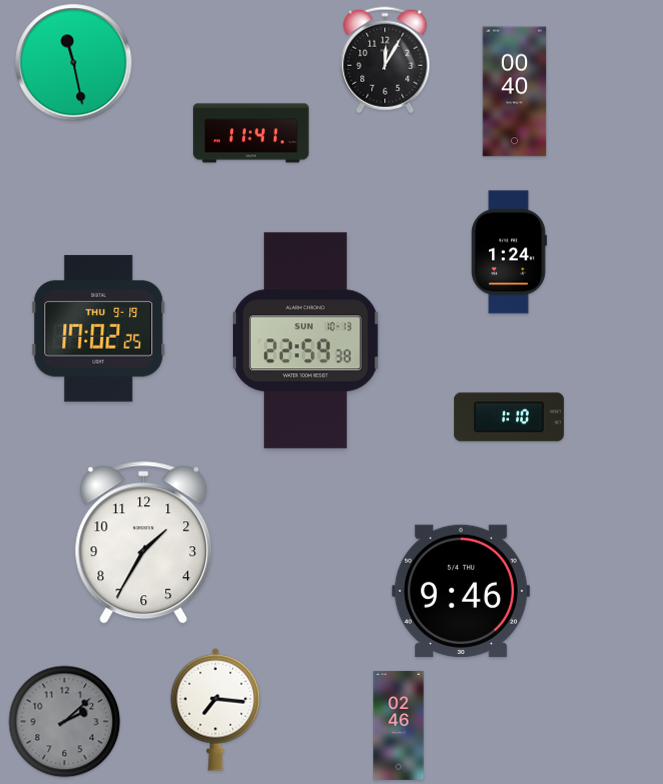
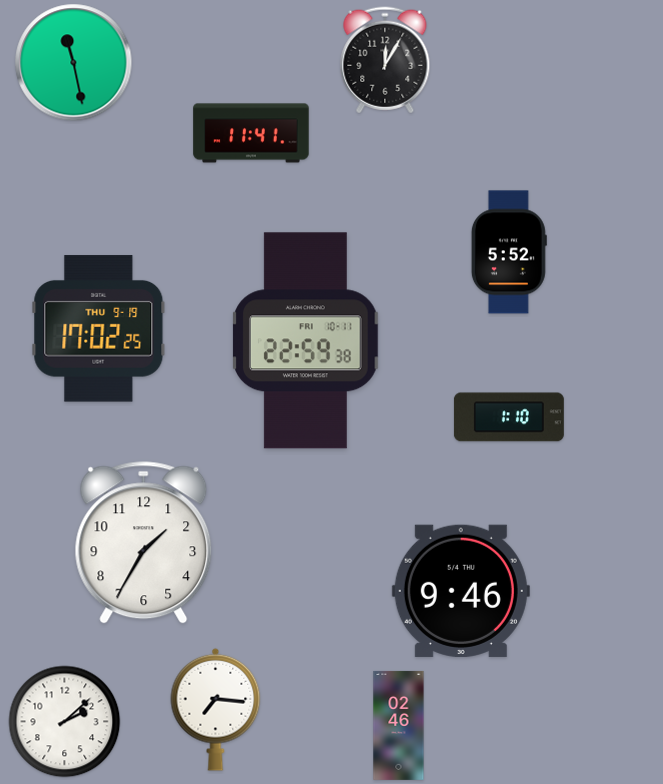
clock at (515, 92): 00:40 -> none
clock at (509, 252): 1:24 -> 5:52
clock at (306, 341) date: SUN 10-13 -> FRI 10-11
clock at (65, 722) dial: grey -> white
